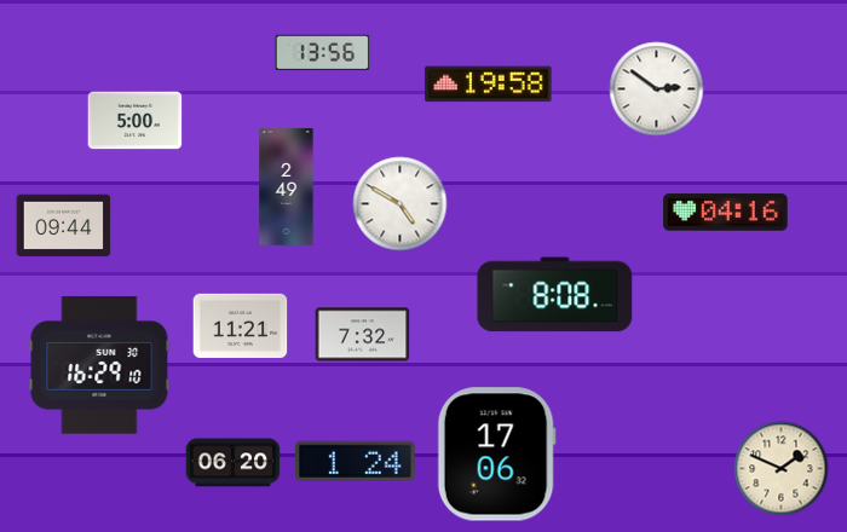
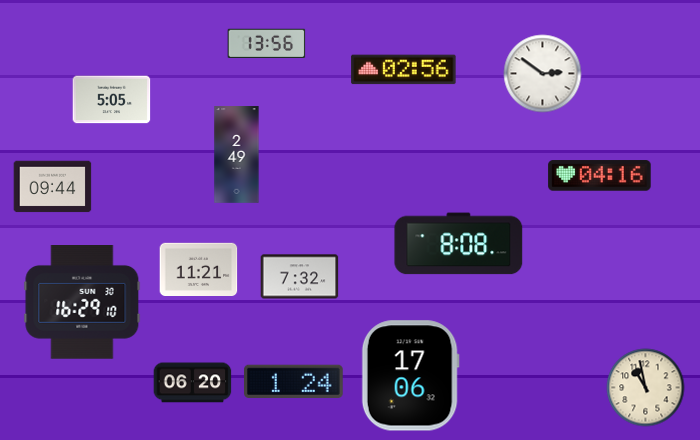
clock at (489, 85): 19:58 -> 02:56
clock at (134, 121): 5:00 -> 5:05
clock at (399, 203): 4:50 -> none
clock at (780, 468): 1:49 -> 10:58
